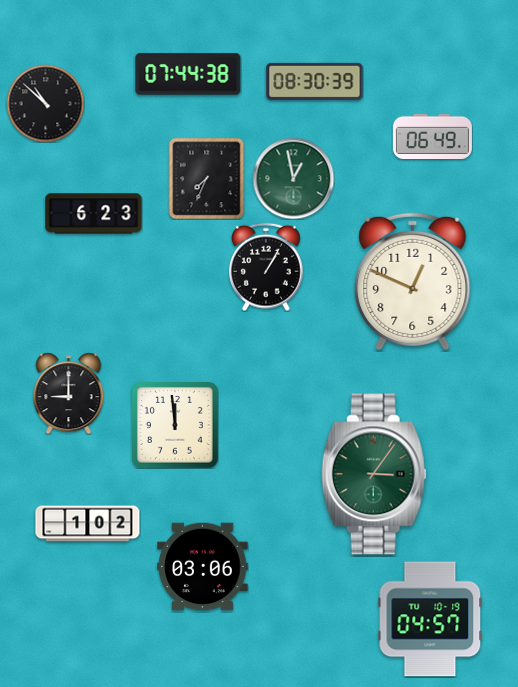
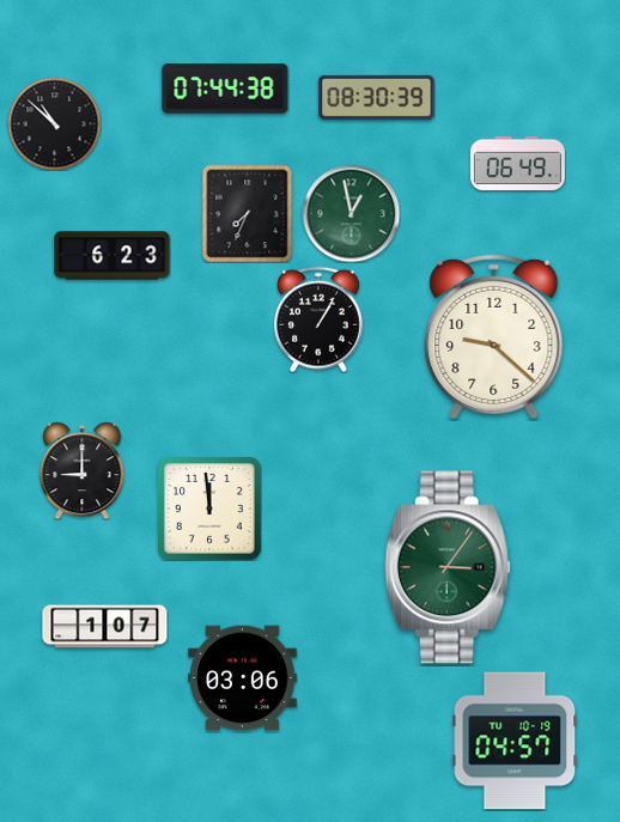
clock at (413, 282): 12:49 -> 9:22
clock at (88, 524): 1:02 -> 1:07
